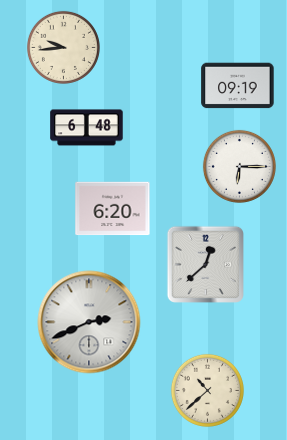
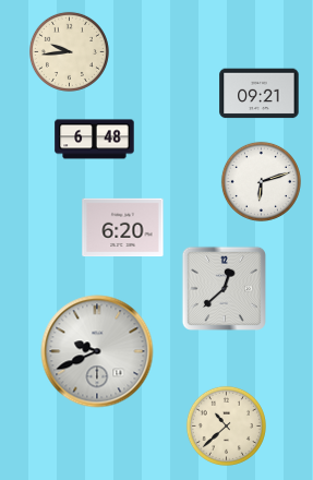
clock at (238, 86): 09:19 -> 09:21
clock at (239, 166): 6:15 -> 6:12
clock at (89, 322): 2:41 -> 9:41
